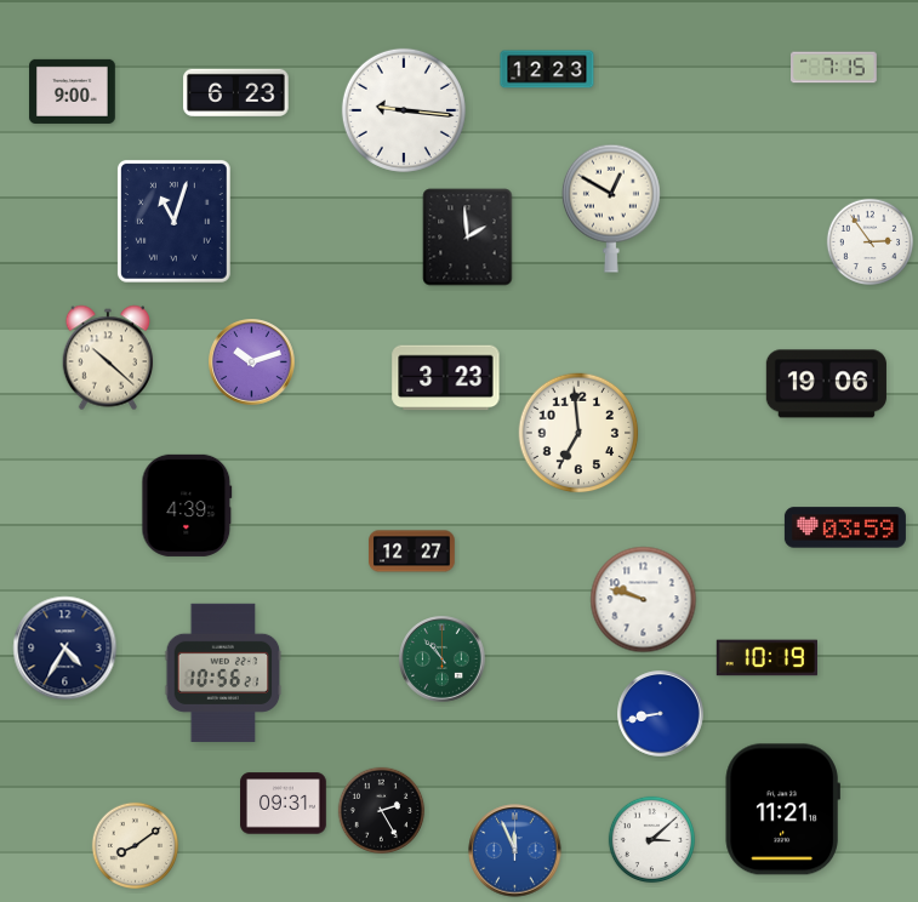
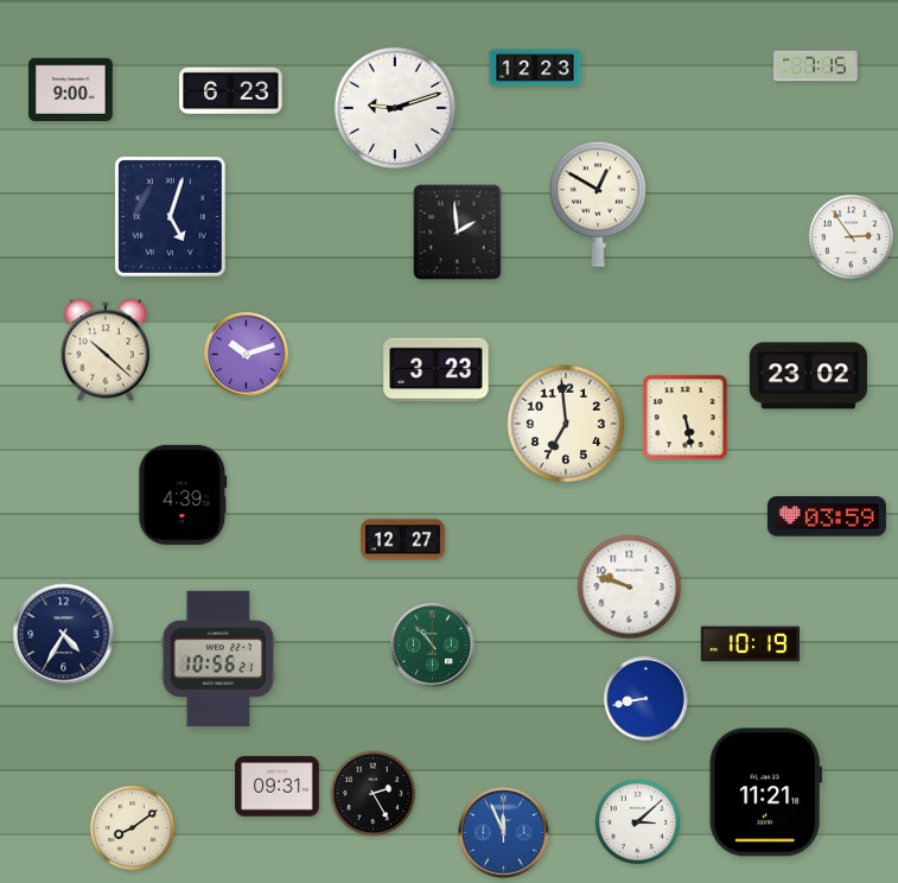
clock at (404, 110): 9:16 -> 9:12
clock at (173, 221): 11:03 -> 5:03
clock at (826, 384): 19:06 -> 23:02
clock at (686, 418): none -> 5:28
